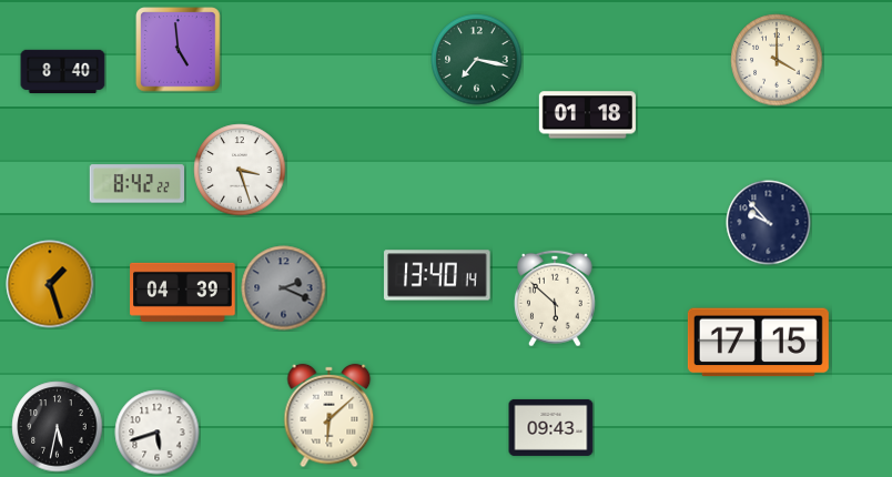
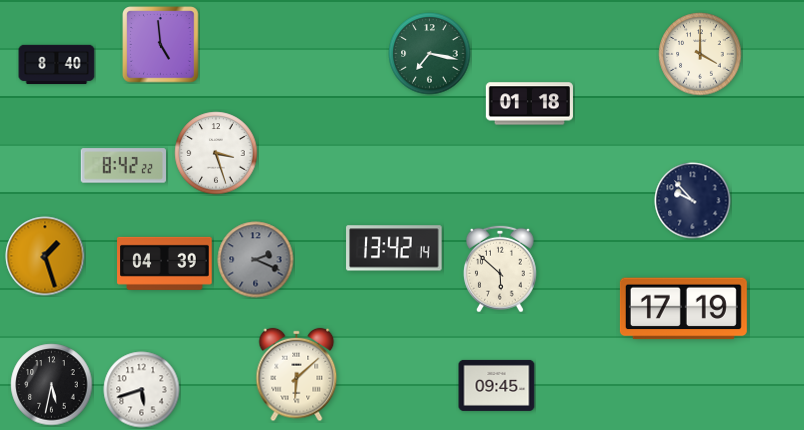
clock at (437, 275): 13:40 -> 13:42
clock at (758, 343): 17:15 -> 17:19
clock at (551, 427): 09:43 -> 09:45
